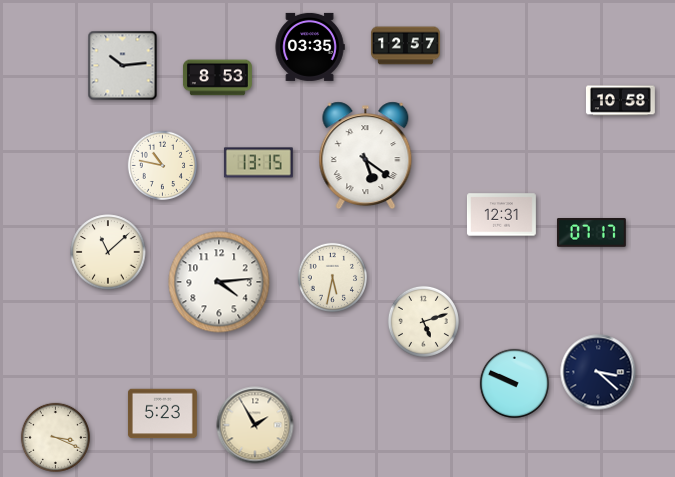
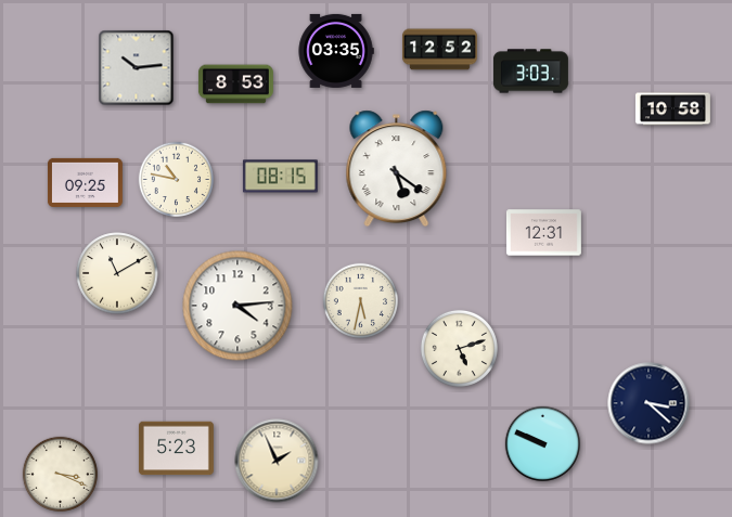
clock at (405, 46): 12:57 -> 12:52
clock at (123, 66) position: (123, 66) -> (137, 68)
clock at (531, 72): none -> 3:03
clock at (258, 163): 13:15 -> 08:15
clock at (85, 182): none -> 09:25
clock at (591, 233): 07:17 -> none
clock at (108, 252): 11:08 -> 11:10
clock at (515, 384) position: (515, 384) -> (543, 444)
clock at (255, 425): 1:55 -> 1:56
